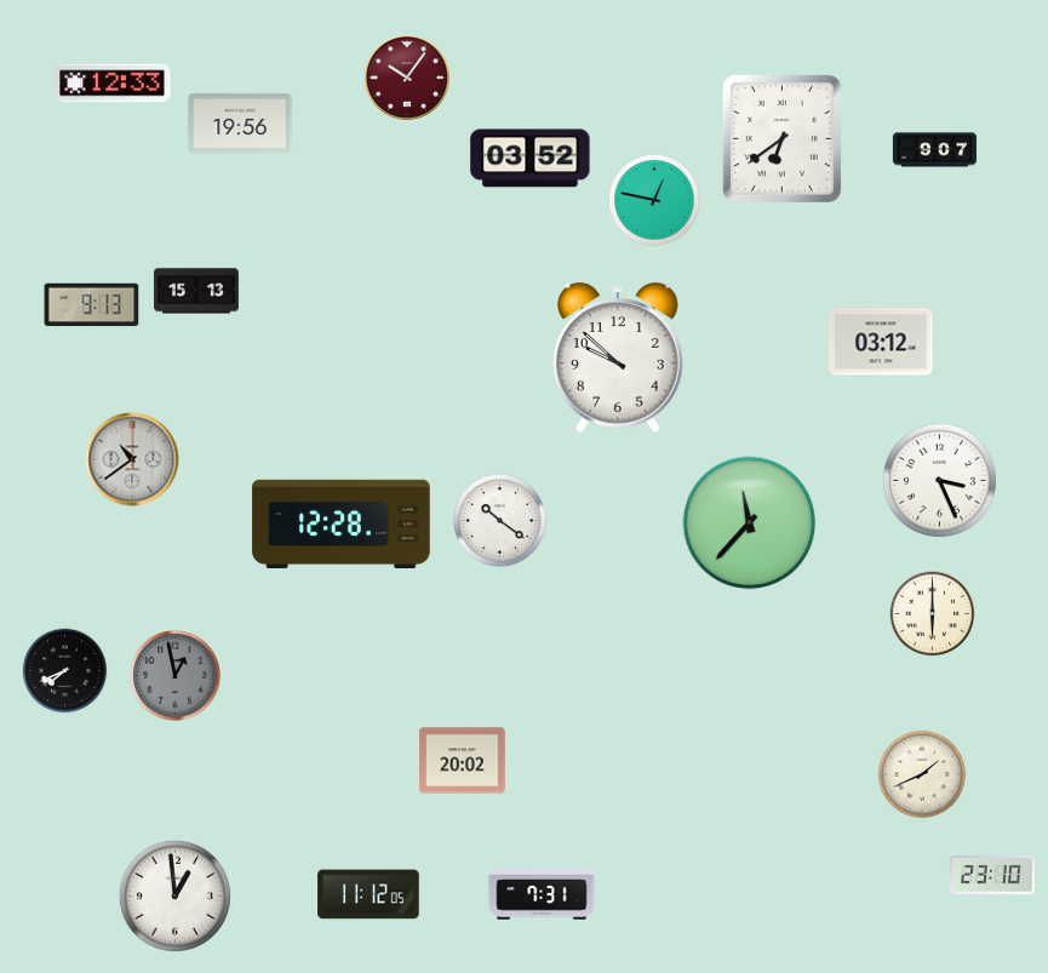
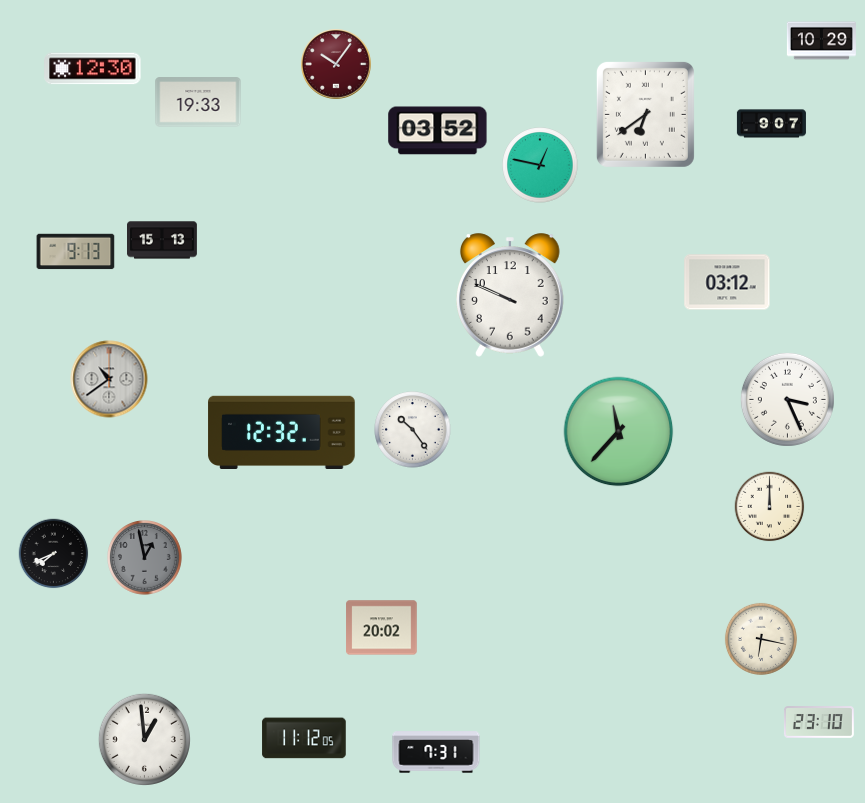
clock at (821, 41): none -> 10:29
clock at (113, 84): 12:33 -> 12:30
clock at (240, 124): 19:56 -> 19:33
clock at (619, 357): 9:52 -> 9:49
clock at (939, 480) position: (939, 480) -> (787, 399)
clock at (500, 521): 10:21 -> 10:24
clock at (342, 523): 12:28 -> 12:32
clock at (933, 614): 6:00 -> 12:00
clock at (922, 774): 1:41 -> 6:17
clock at (542, 894) position: (542, 894) -> (436, 752)
